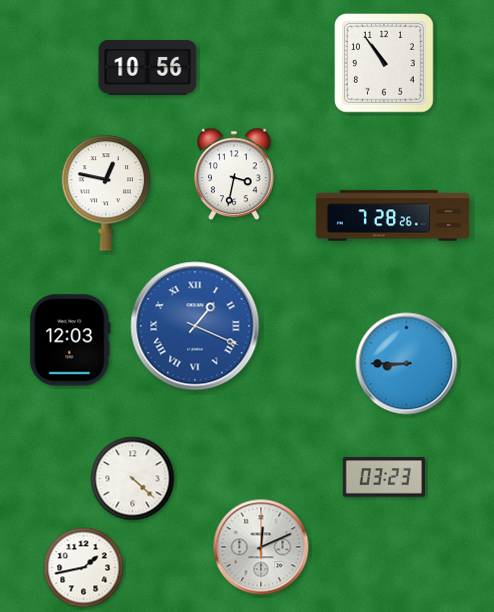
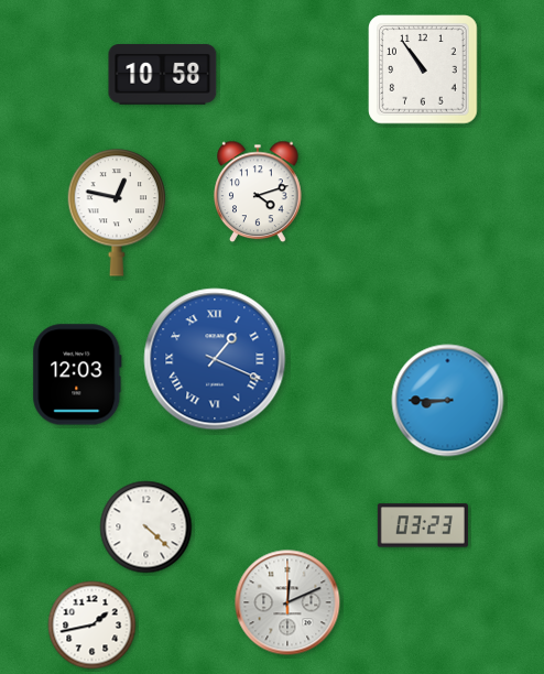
clock at (148, 68): 10:56 -> 10:58
clock at (234, 174): 3:32 -> 4:12
clock at (392, 216): 7:28 -> none
